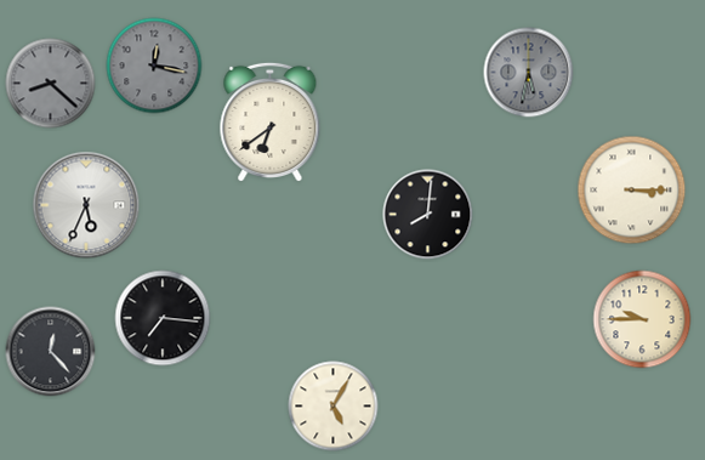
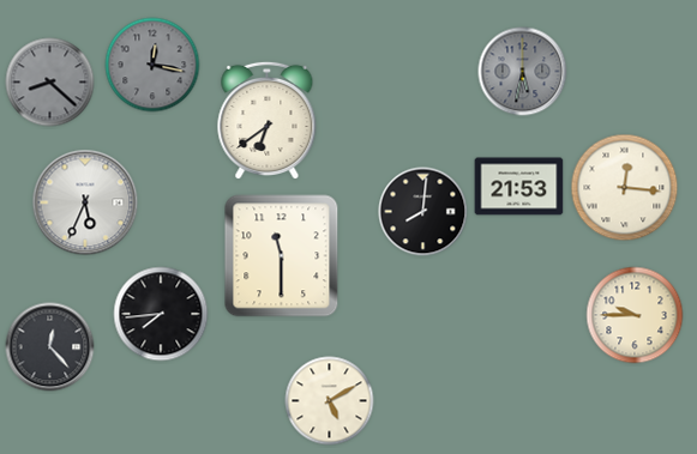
clock at (519, 187): none -> 21:53
clock at (632, 191): 3:15 -> 12:16
clock at (282, 256): none -> 11:30
clock at (163, 318): 7:16 -> 7:44
clock at (334, 407): 5:05 -> 5:10
